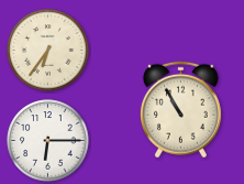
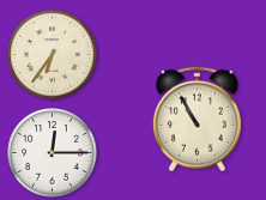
clock at (48, 141): 6:15 -> 12:15
